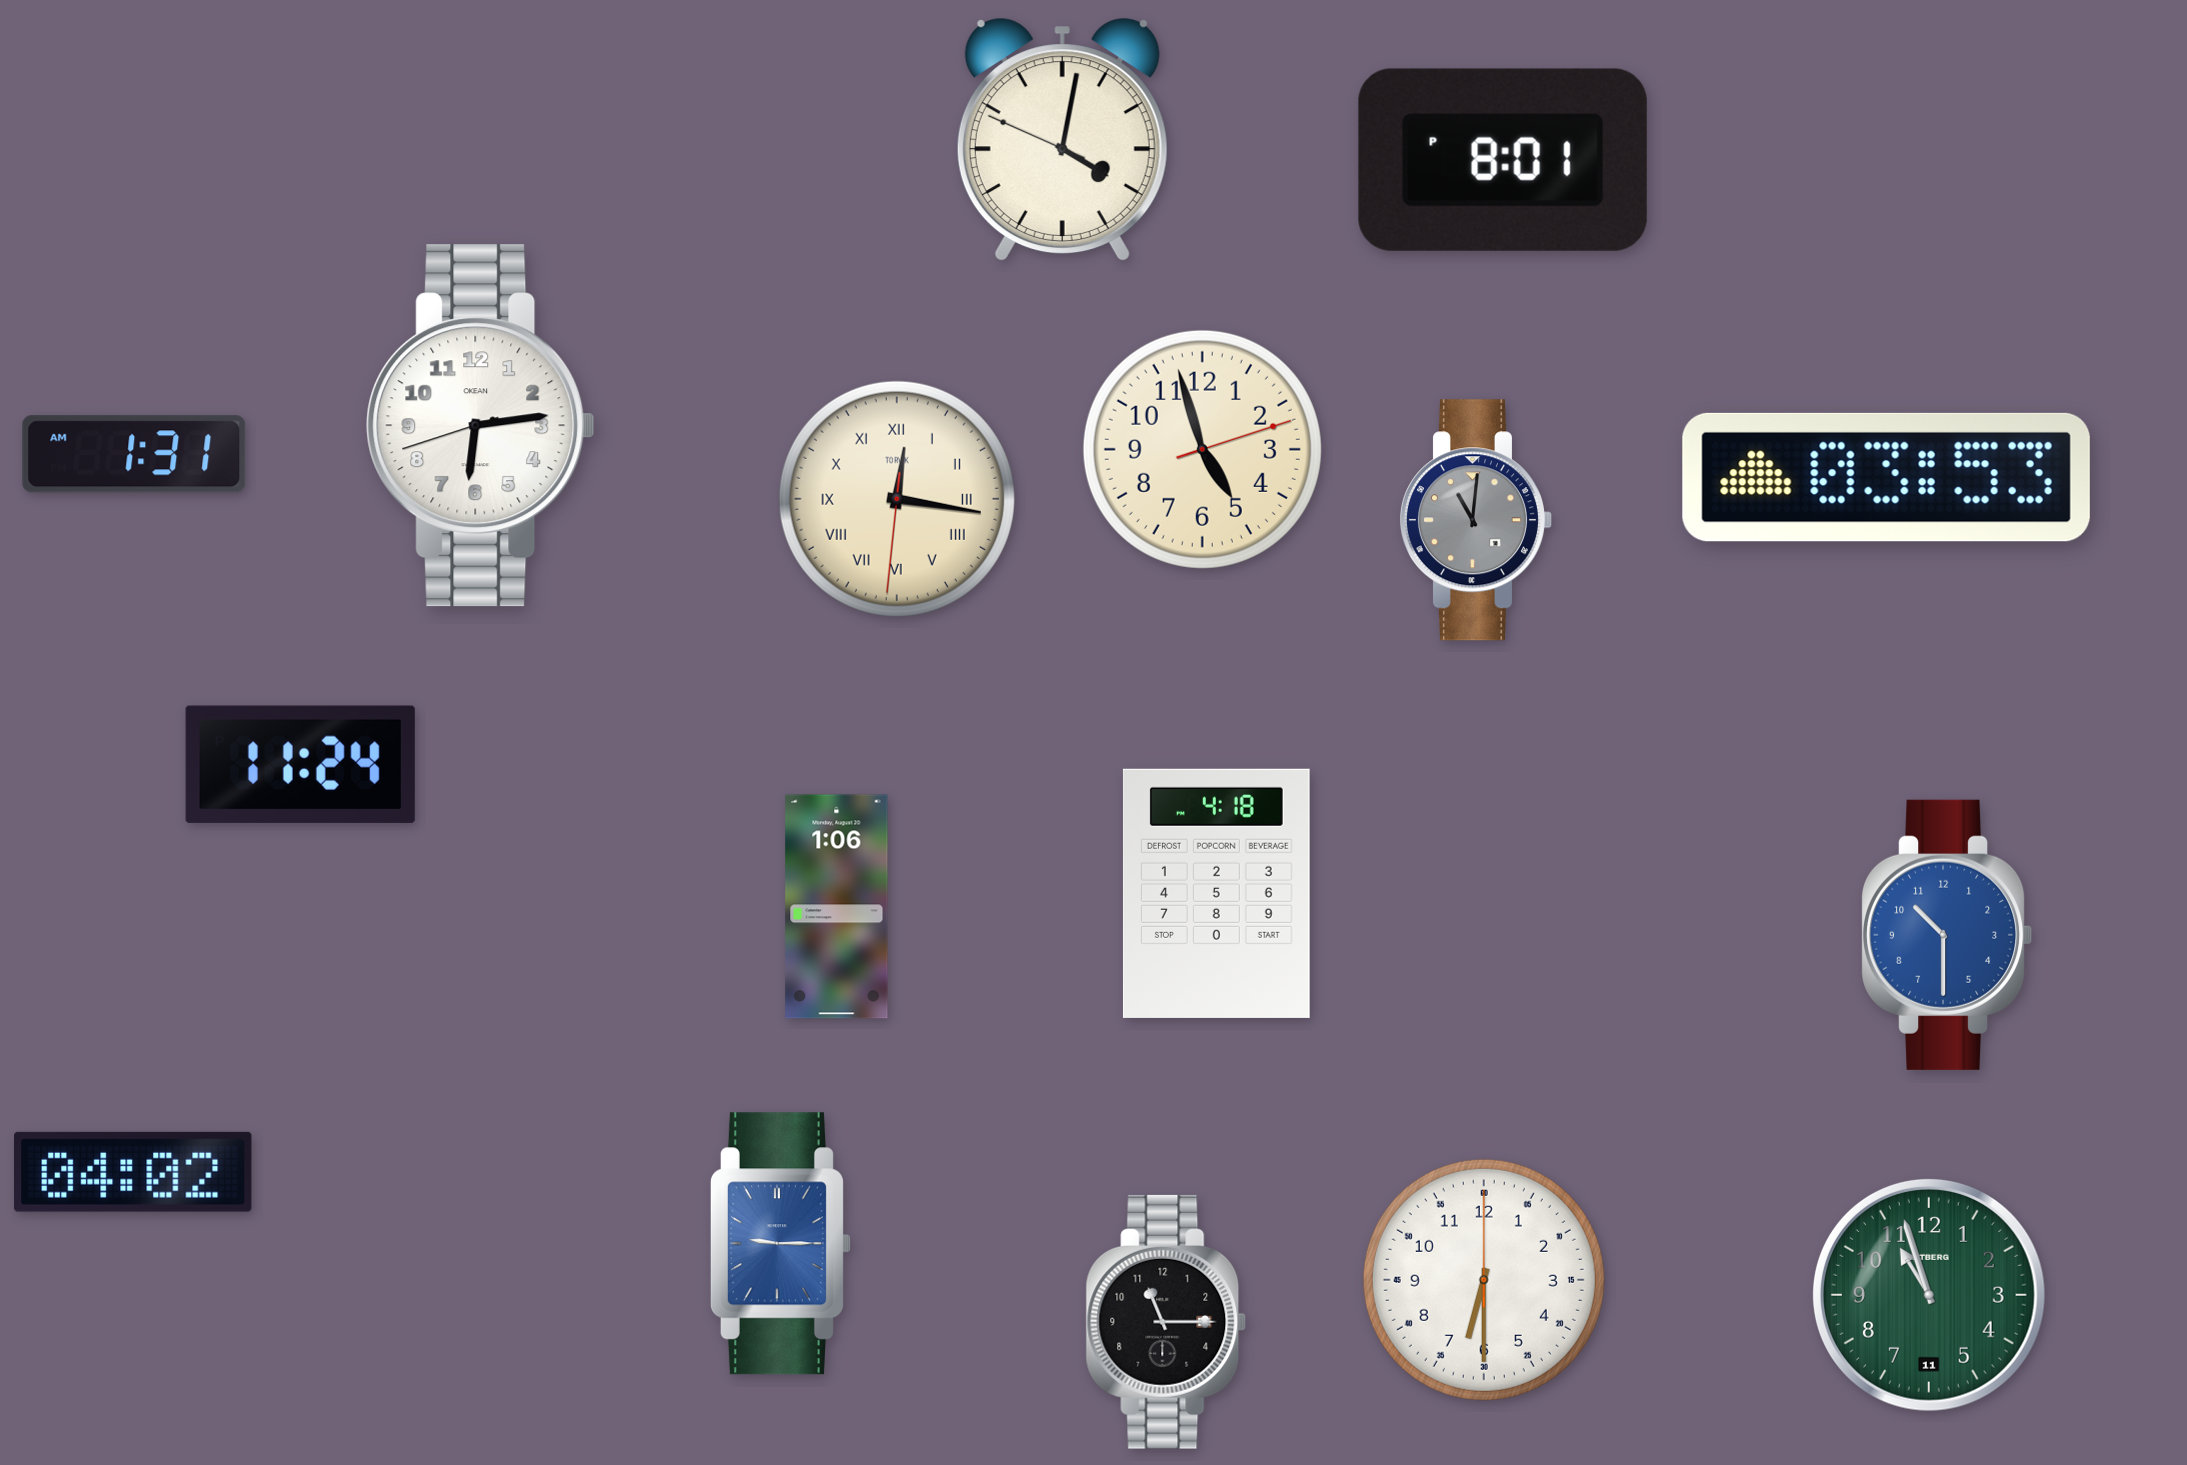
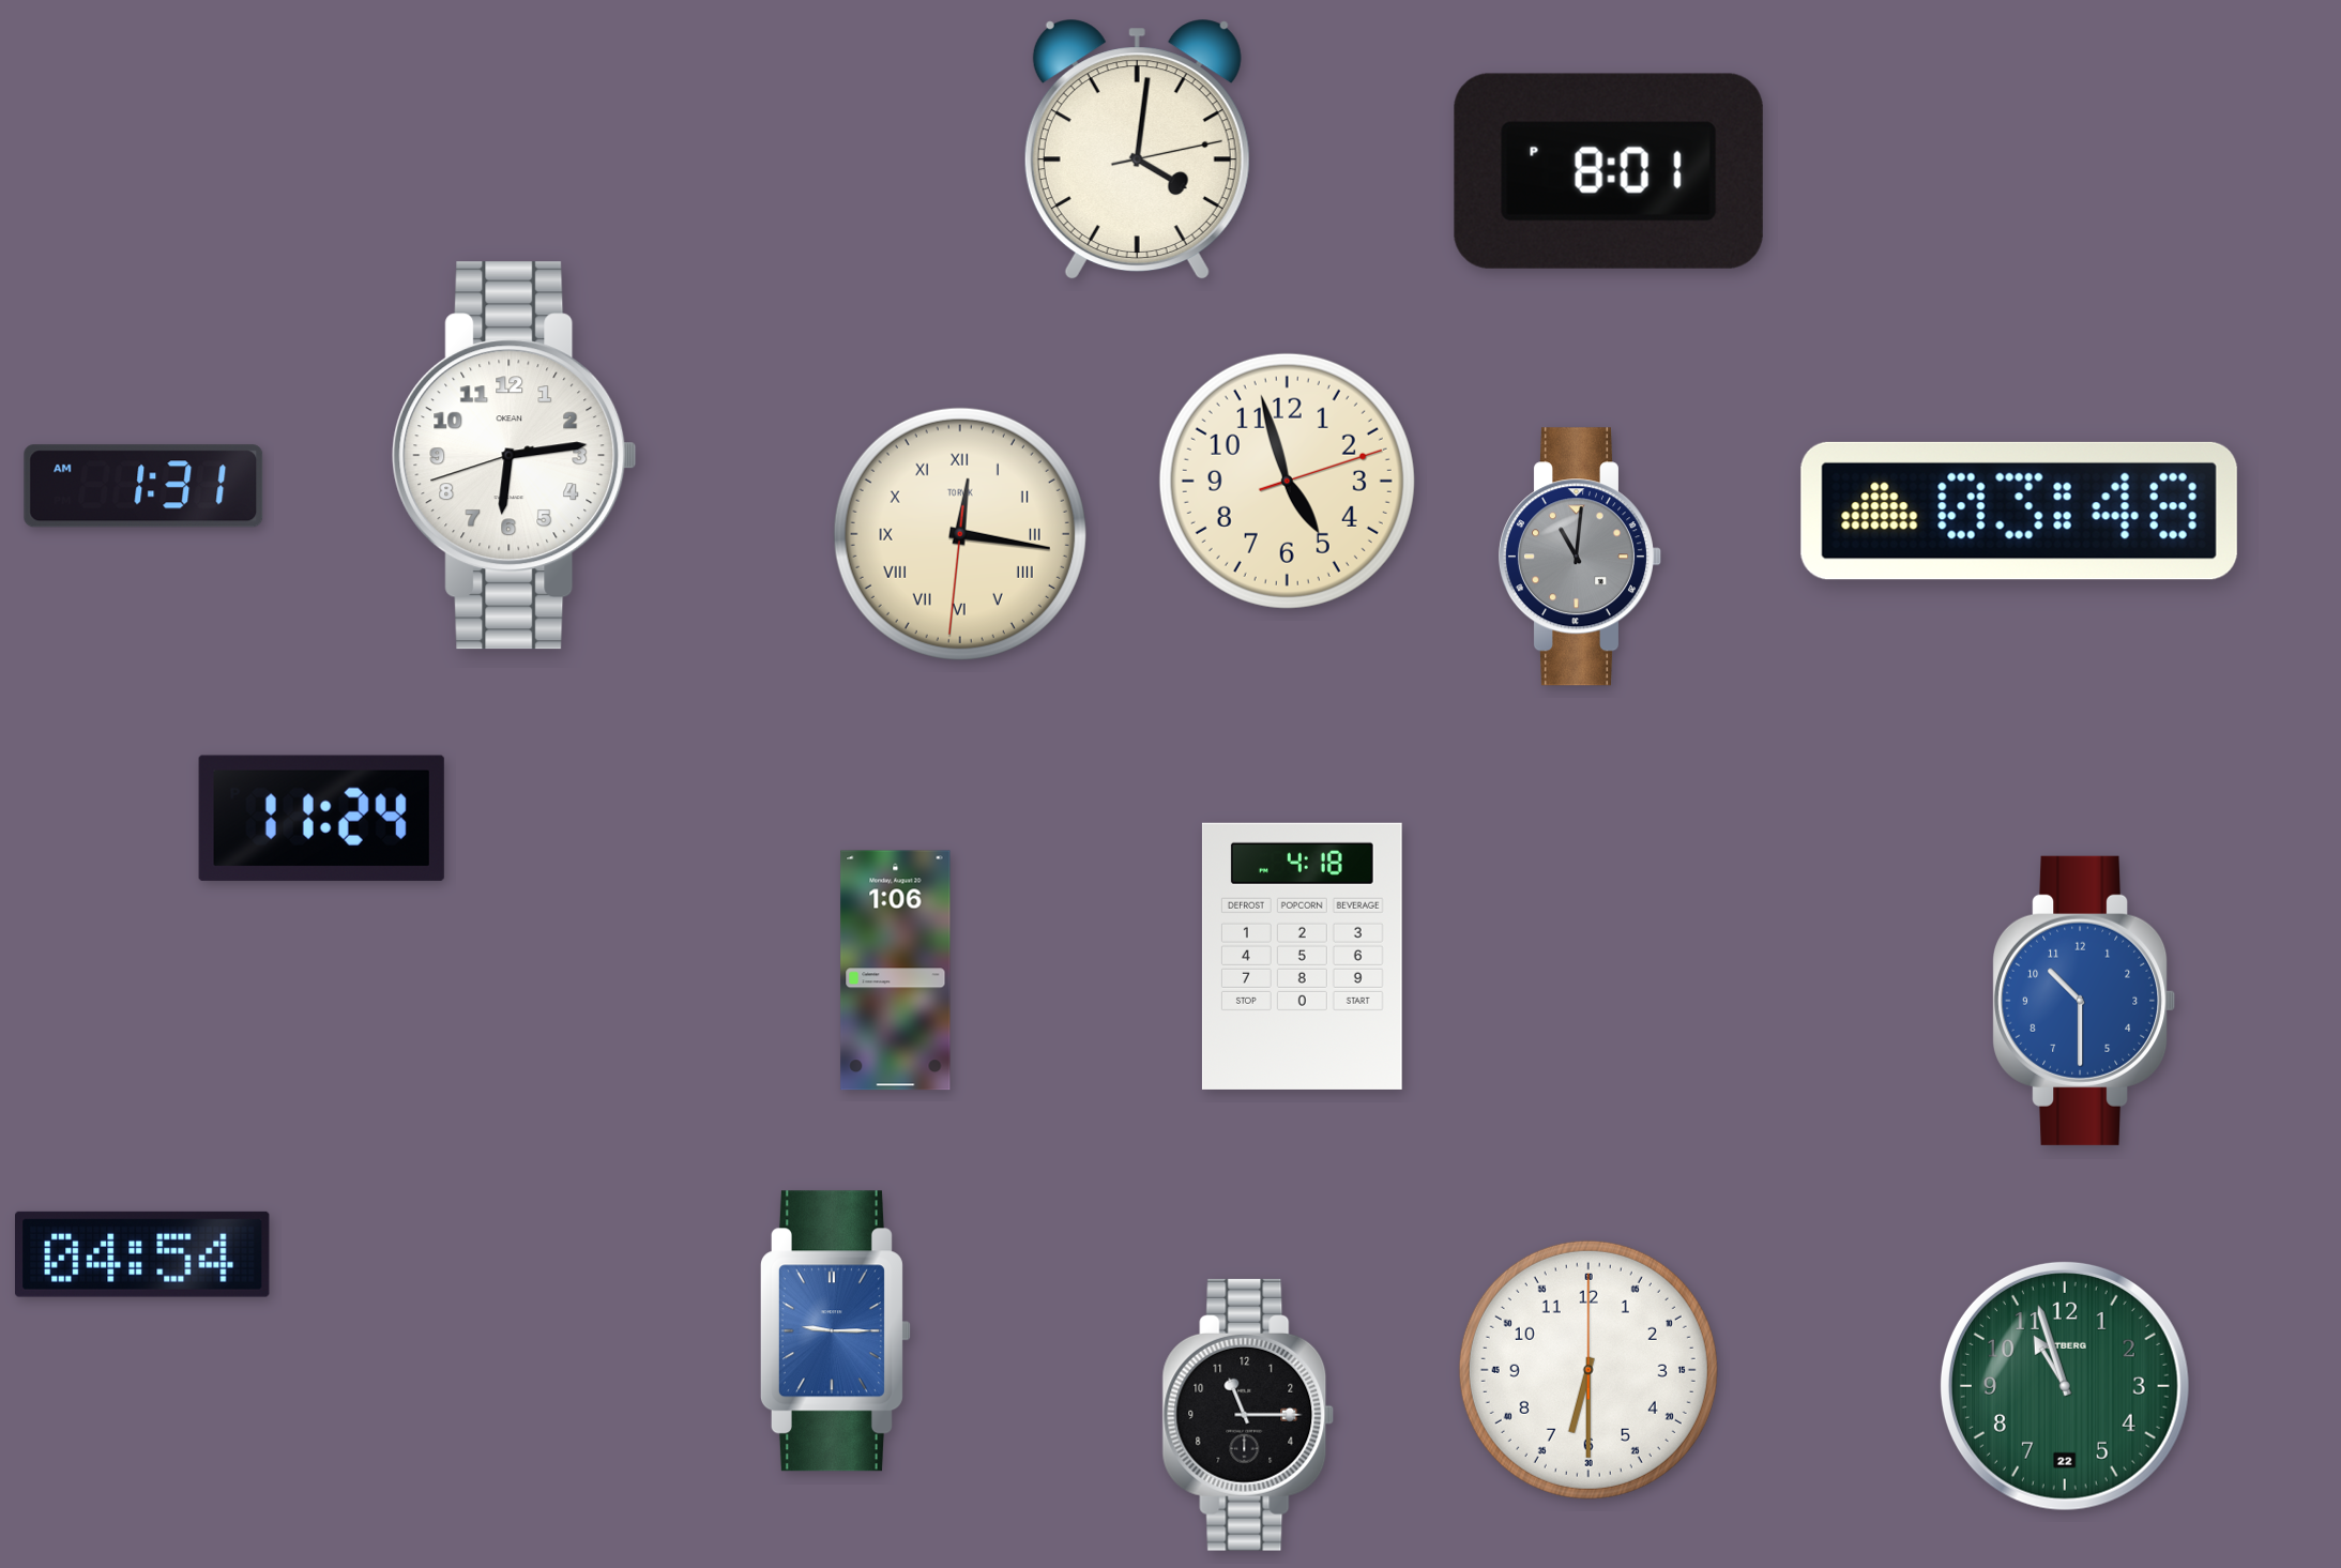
clock at (1062, 139): 4:01:49 -> 4:01:13
clock at (1886, 477): 03:53 -> 03:48
clock at (134, 1172): 04:02 -> 04:54
clock at (1929, 1295) date: 11 -> 22
